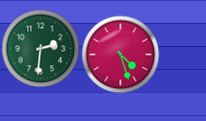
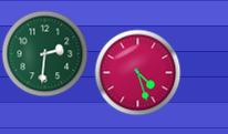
clock at (120, 54) position: (120, 54) -> (137, 72)
